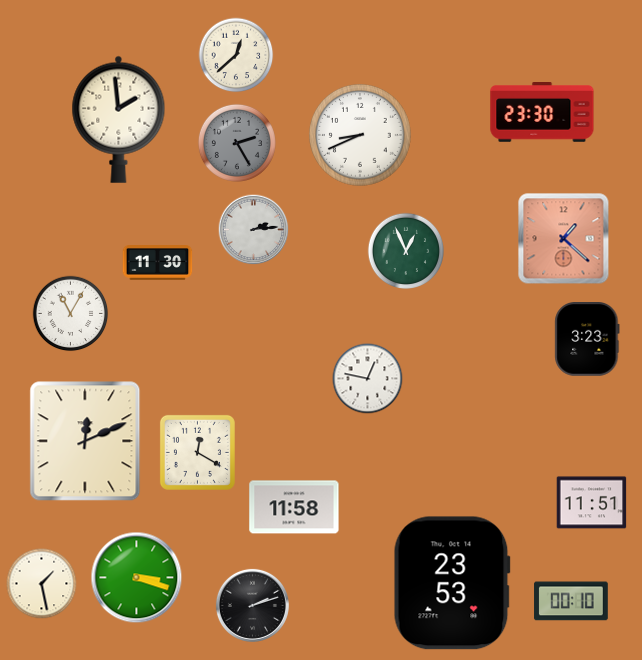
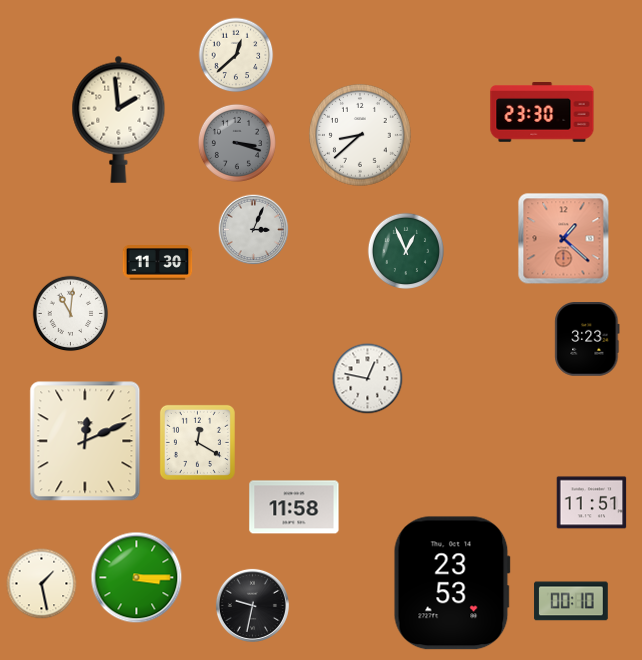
clock at (360, 135): 8:41 -> 8:38
clock at (237, 143): 2:25 -> 3:18
clock at (254, 230): 2:14 -> 3:04
clock at (71, 314): 11:05 -> 11:01
clock at (197, 452) position: (197, 452) -> (197, 442)
clock at (137, 578): 3:18 -> 3:15
clock at (252, 605): 2:12 -> 9:32
